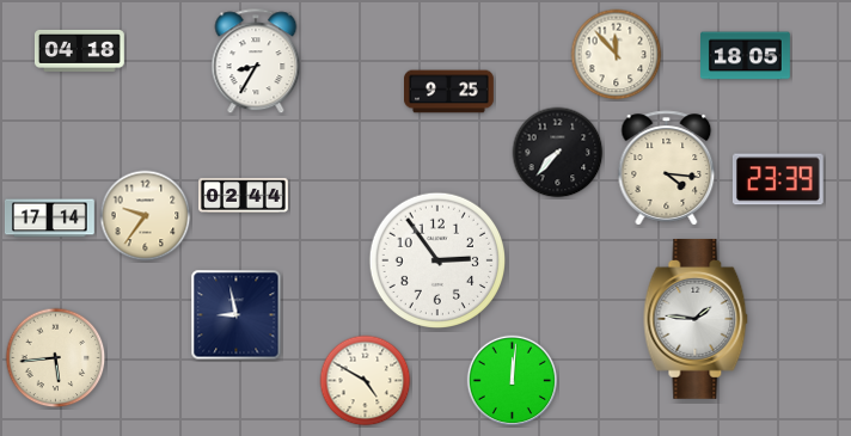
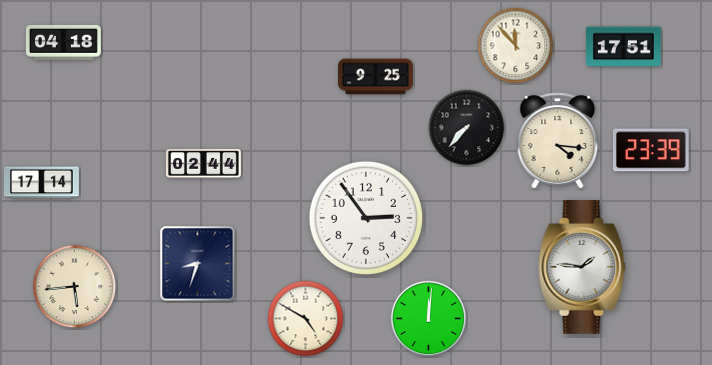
clock at (80, 50) position: (80, 50) -> (64, 42)
clock at (746, 56): 18:05 -> 17:51
clock at (256, 62): 8:35 -> none
clock at (146, 216): 9:36 -> none
clock at (237, 315): 8:58 -> 8:33
clock at (56, 358) position: (56, 358) -> (75, 287)
